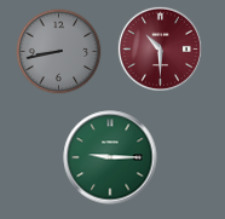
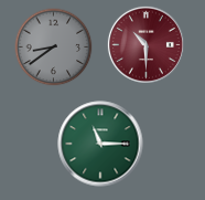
clock at (59, 52): 8:43 -> 8:39
clock at (110, 157): 9:15 -> 11:15
